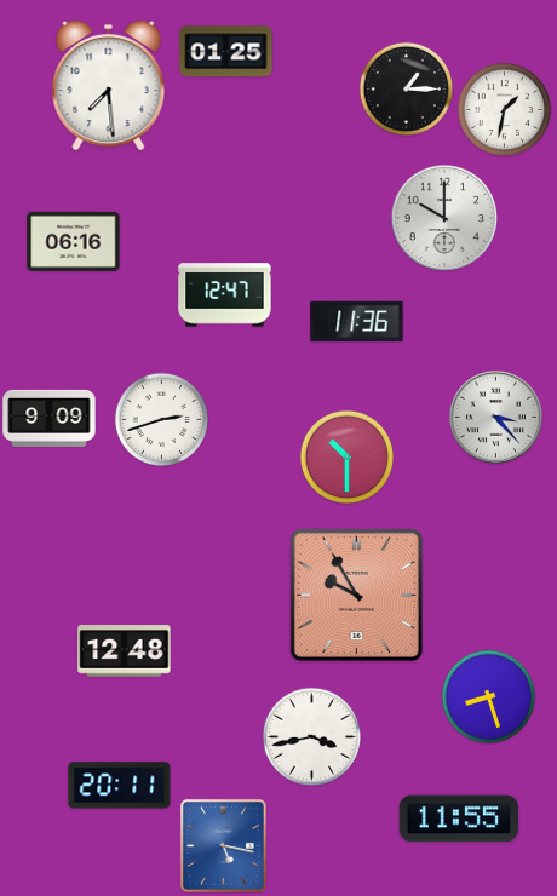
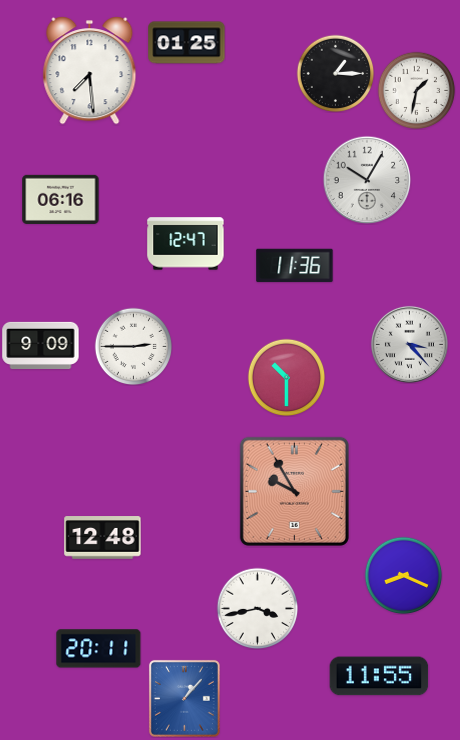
clock at (444, 218): 10:00 -> 10:05
clock at (161, 419): 2:42 -> 2:45
clock at (488, 696): 8:27 -> 8:19
clock at (223, 845): 5:17 -> 1:07
